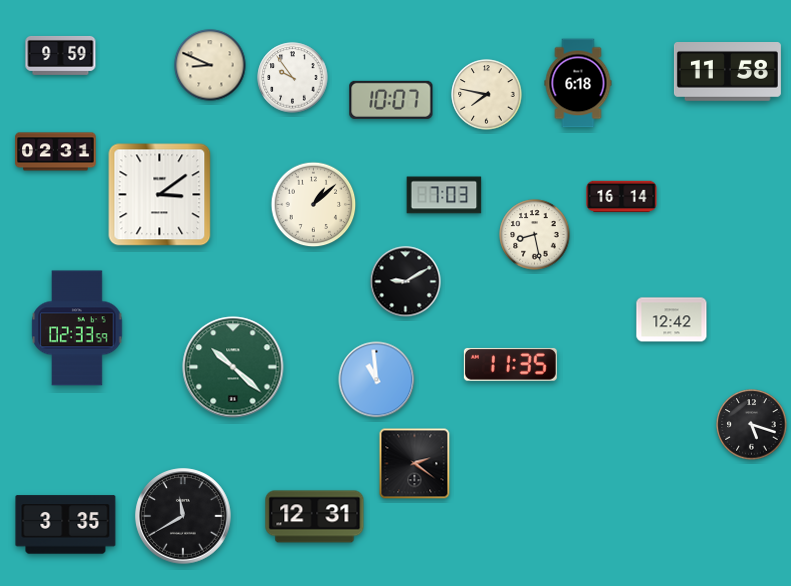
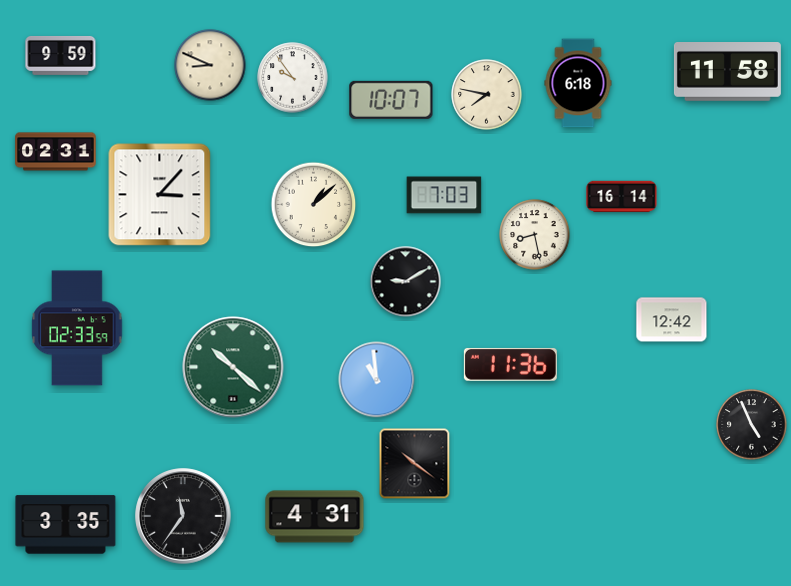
clock at (160, 195): 3:09 -> 3:07
clock at (510, 364): 11:35 -> 11:36
clock at (752, 425): 5:18 -> 4:56
clock at (415, 464): 2:21 -> 10:21
clock at (183, 516): 11:40 -> 11:36
clock at (315, 517): 12:31 -> 4:31
